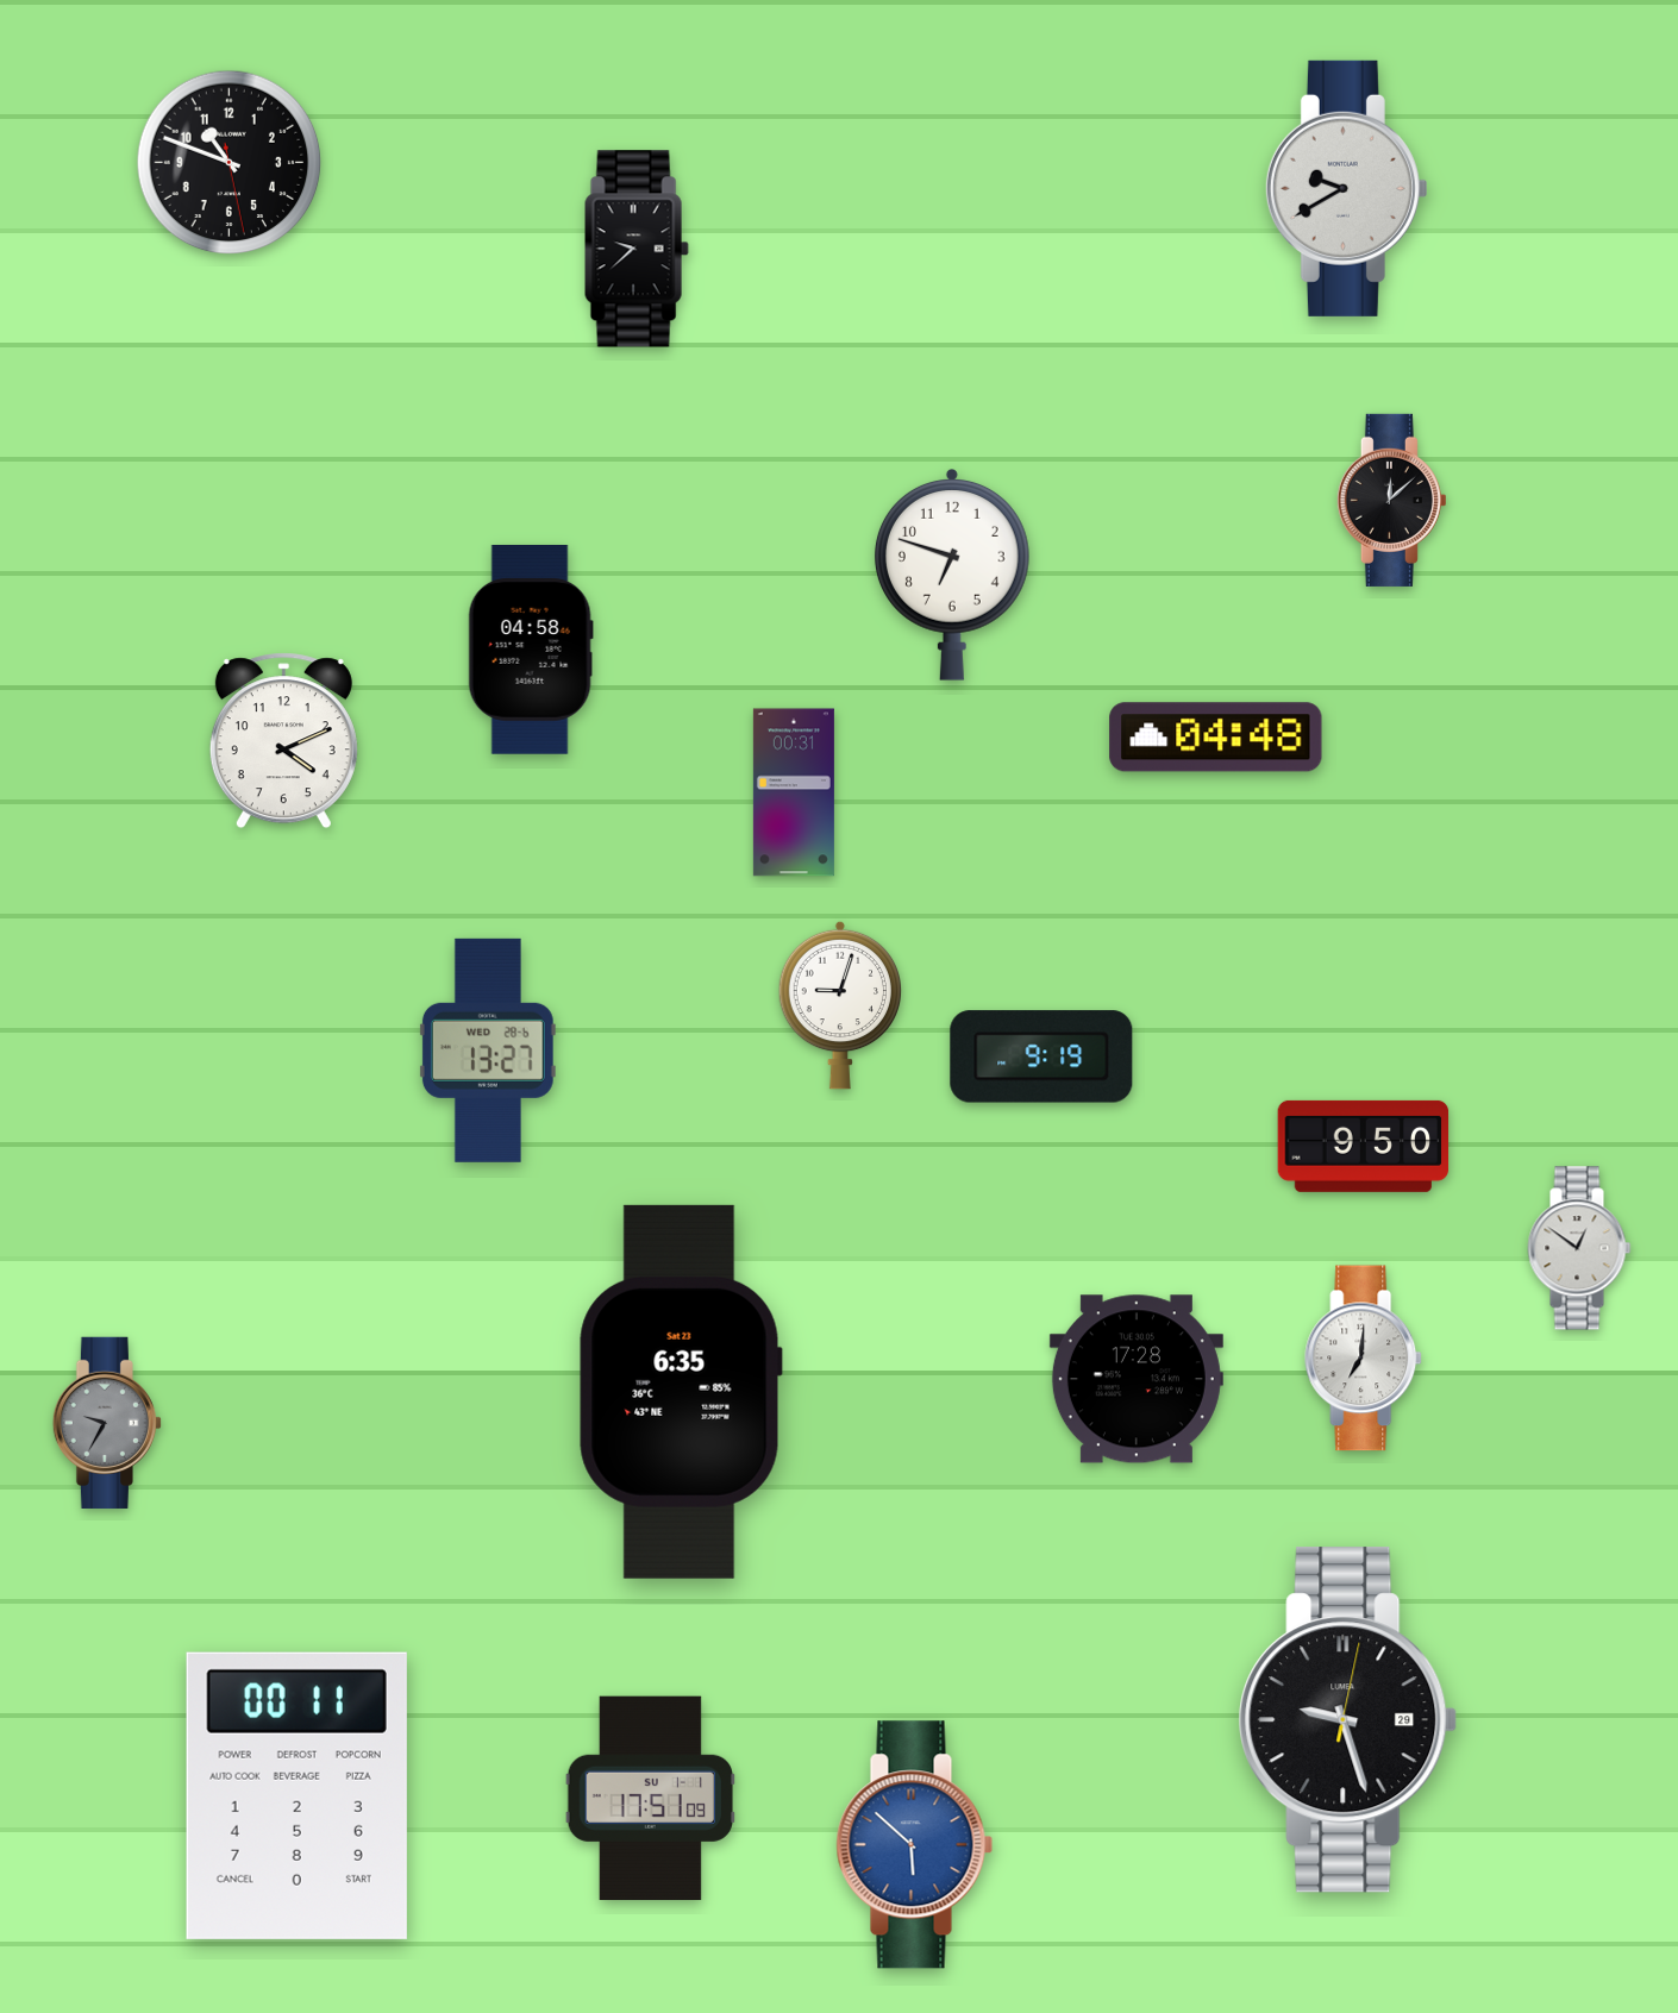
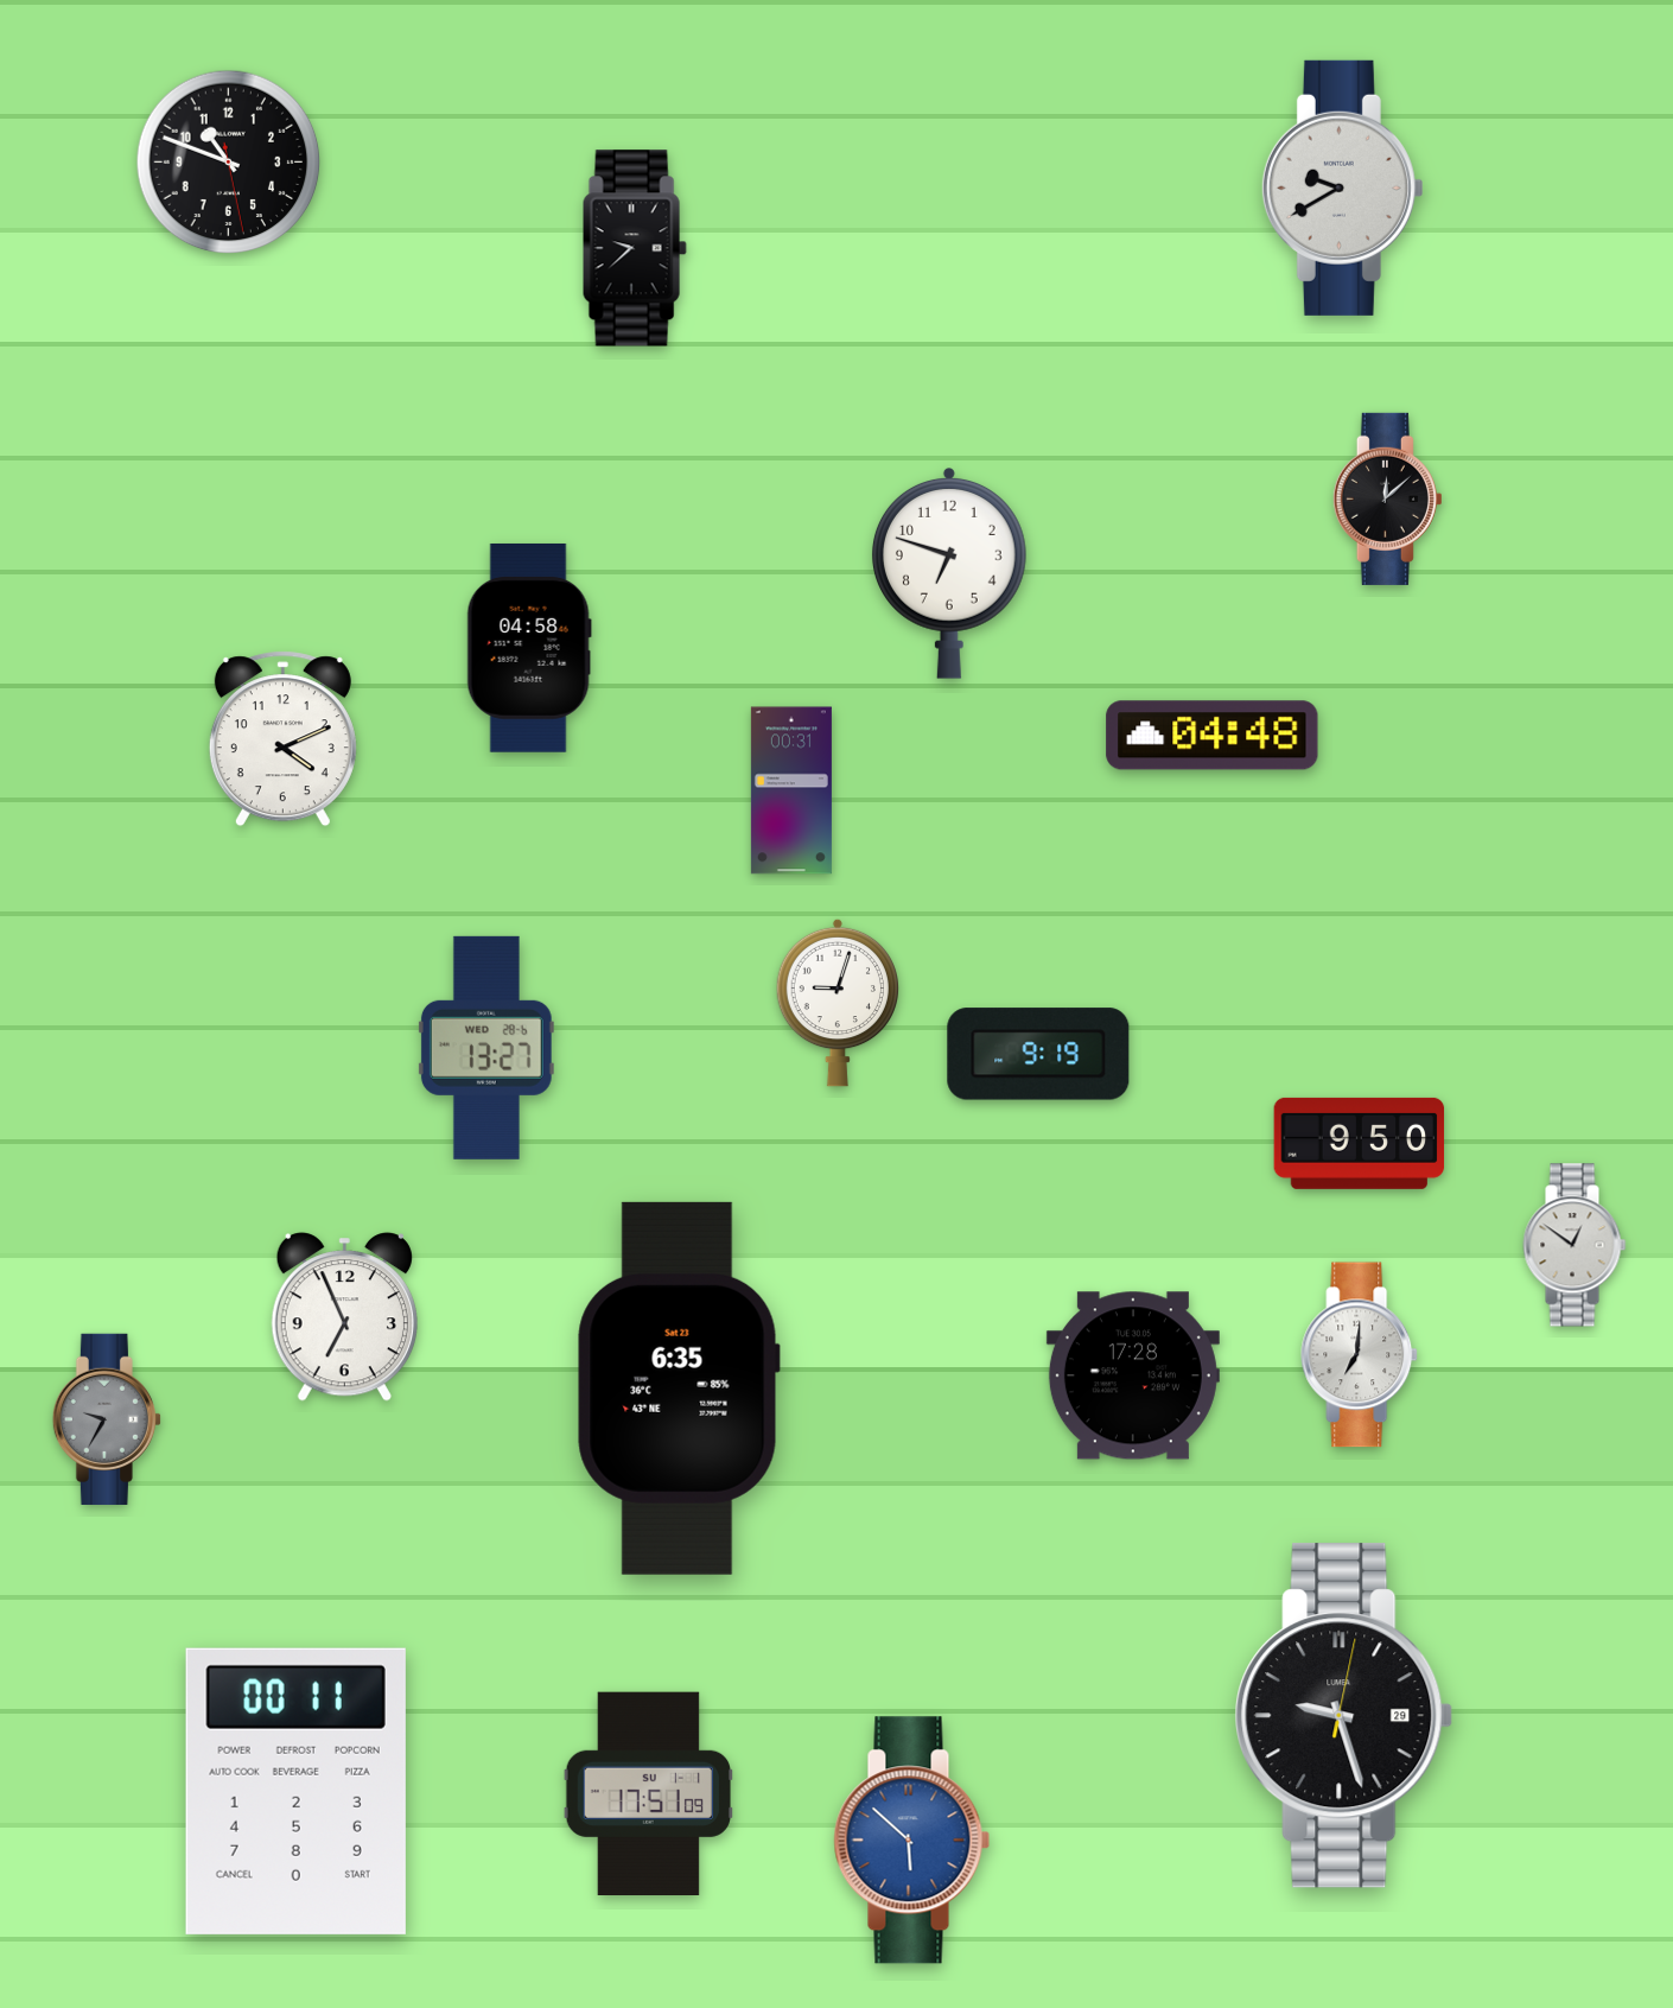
clock at (344, 1317): none -> 6:56
